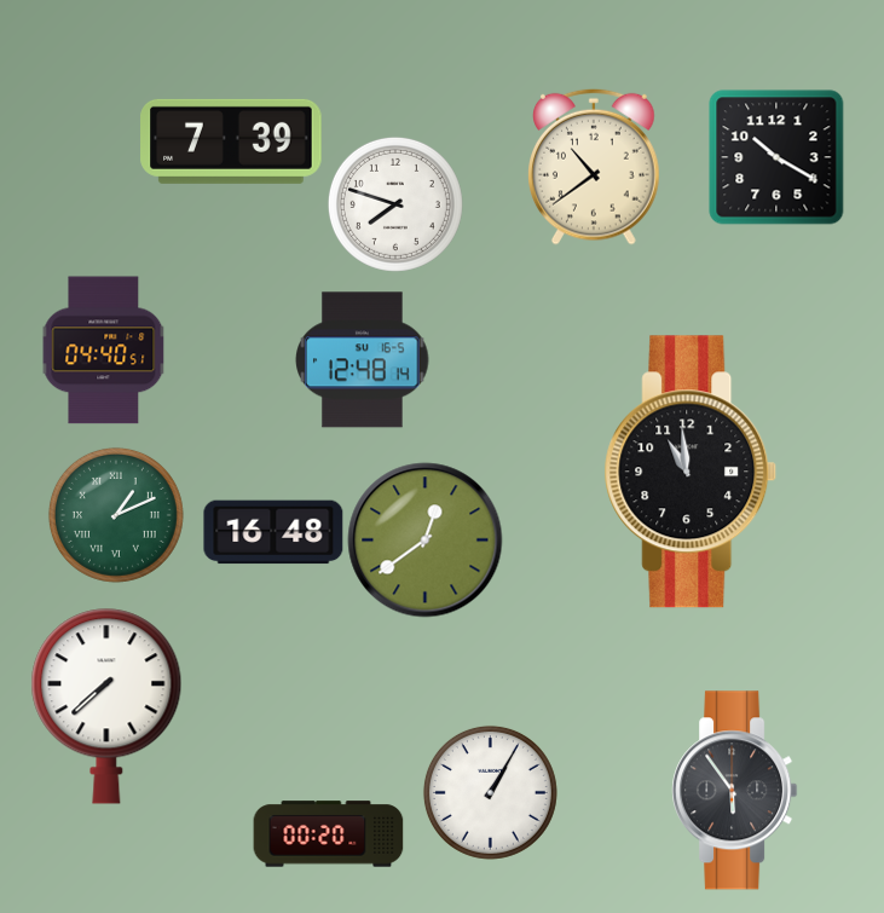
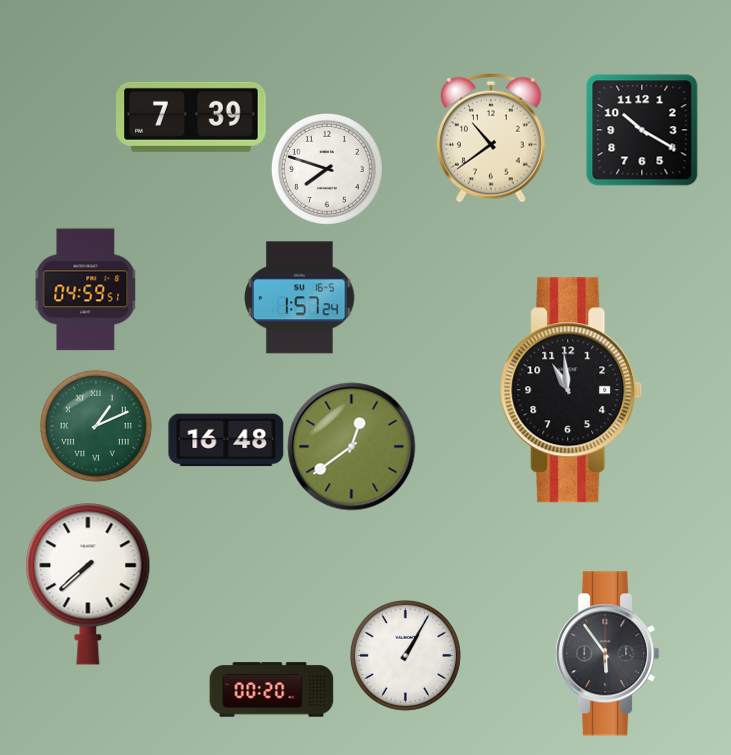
clock at (104, 351): 04:40 -> 04:59
clock at (363, 360): 12:48 -> 1:57
